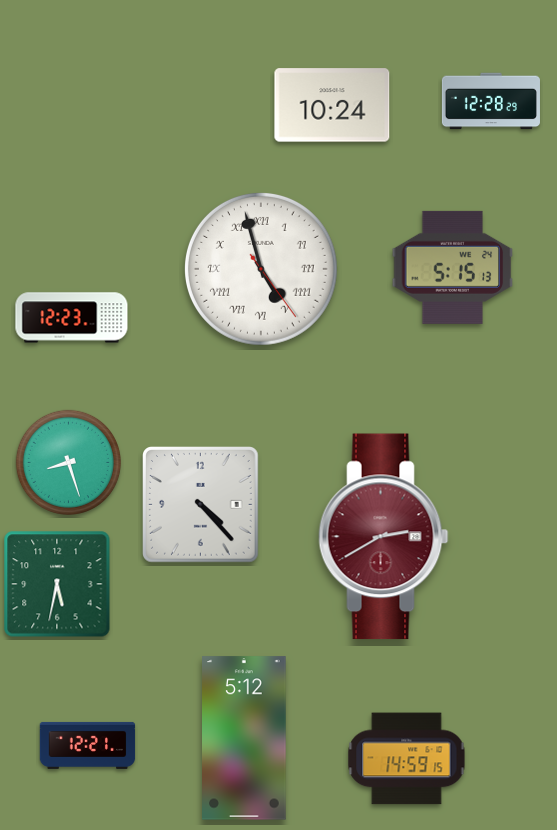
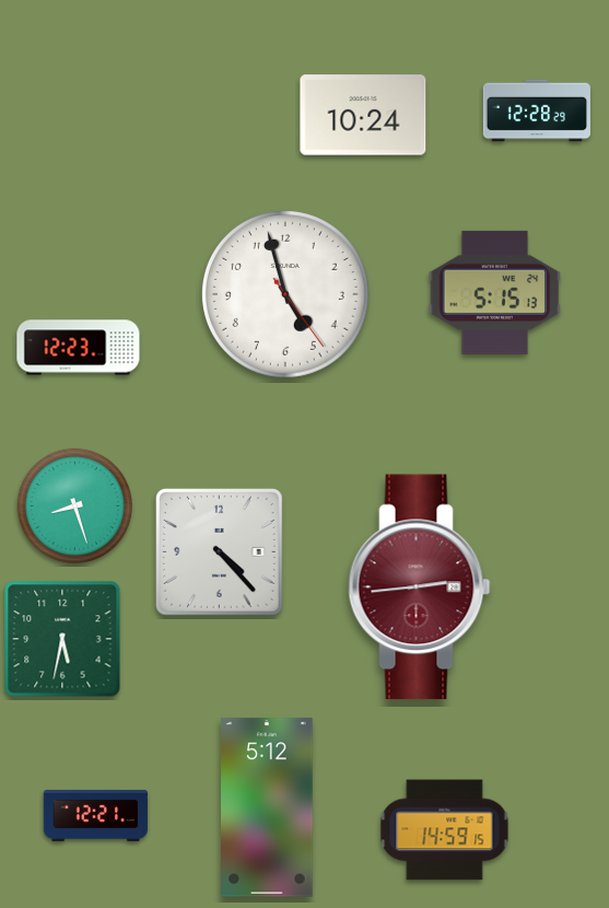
clock at (261, 269) numerals: Roman -> Arabic
clock at (384, 537): 2:40 -> 2:44
